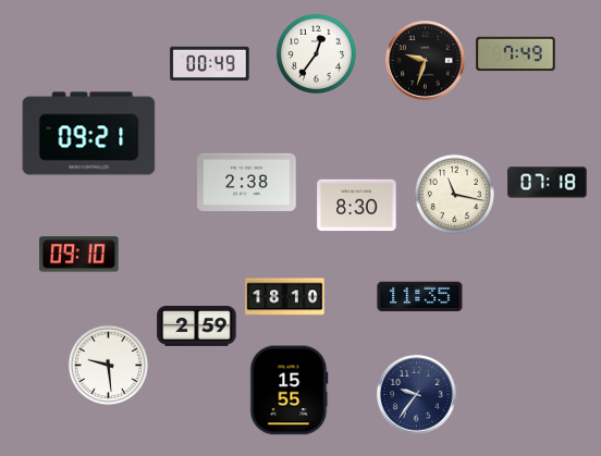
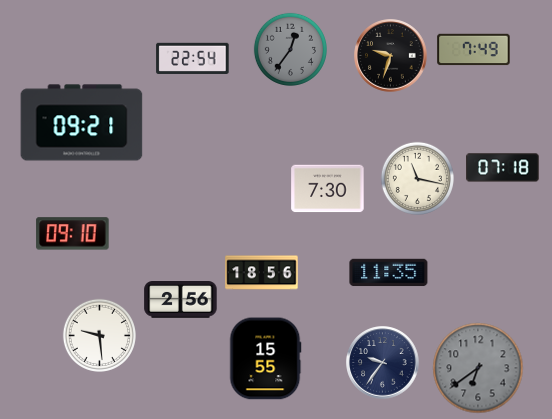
clock at (316, 53) dial: white -> grey
clock at (210, 63): 00:49 -> 22:54
clock at (247, 182): 2:38 -> none
clock at (357, 206): 8:30 -> 7:30
clock at (285, 297): 18:10 -> 18:56
clock at (420, 297) position: (420, 297) -> (389, 273)
clock at (197, 326): 2:59 -> 2:56
clock at (478, 368): none -> 6:39
